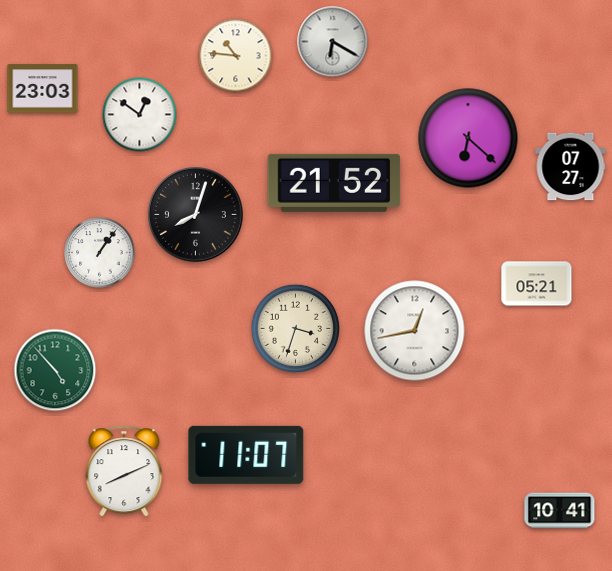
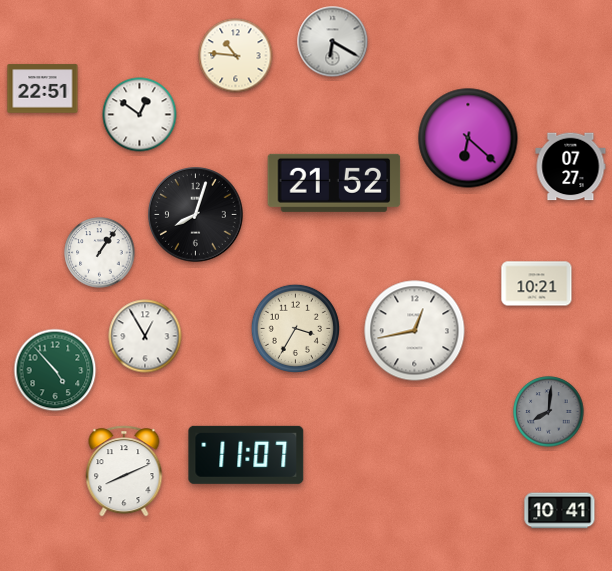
clock at (43, 89): 23:03 -> 22:51
clock at (537, 284): 05:21 -> 10:21
clock at (295, 328): 3:33 -> 3:35
clock at (145, 336): none -> 12:55
clock at (549, 412): none -> 8:01
